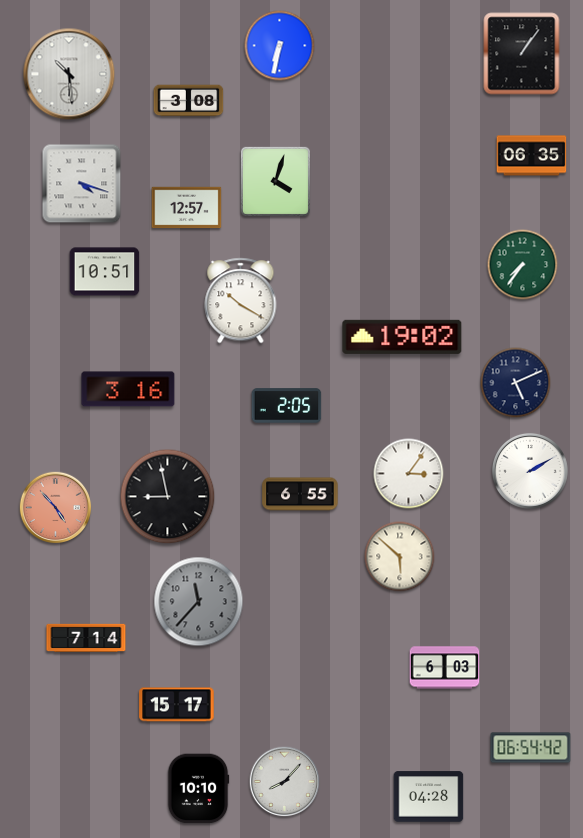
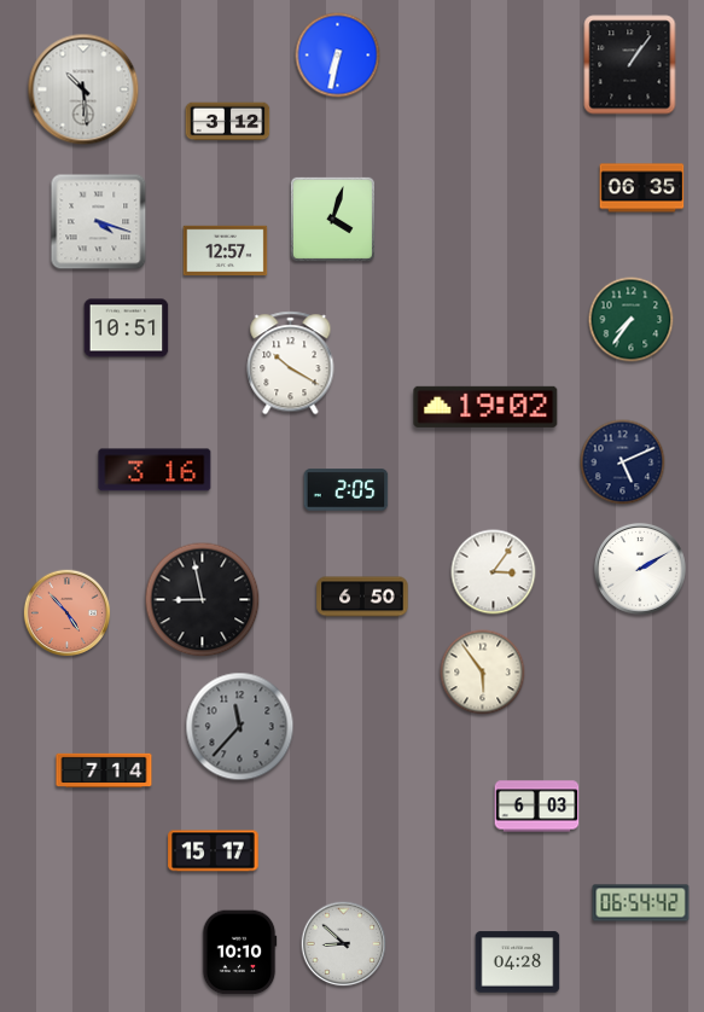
clock at (189, 101): 3:08 -> 3:12
clock at (300, 494): 6:55 -> 6:50
clock at (400, 557): 5:52 -> 5:54
clock at (285, 782): 8:07 -> 8:52
